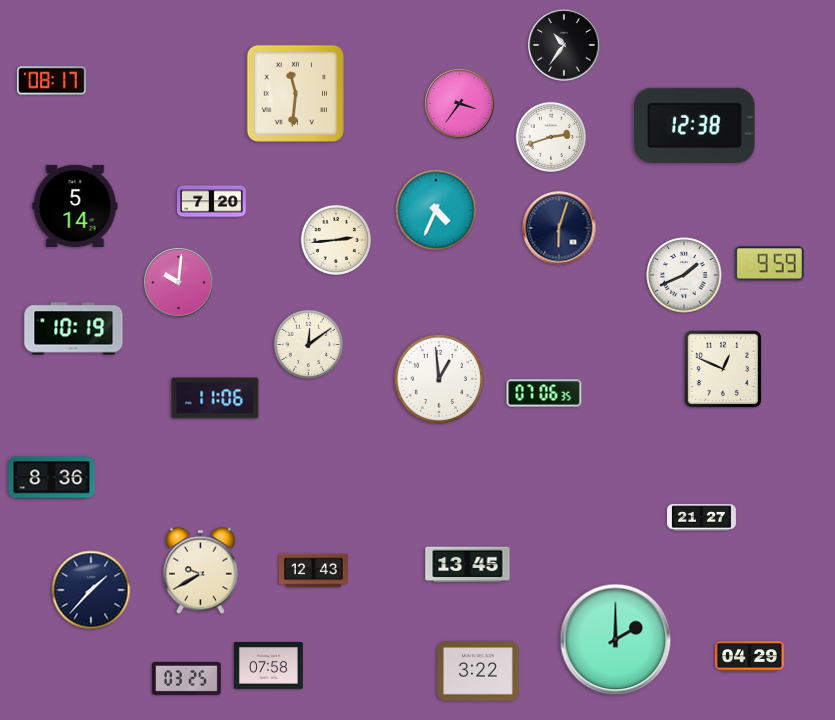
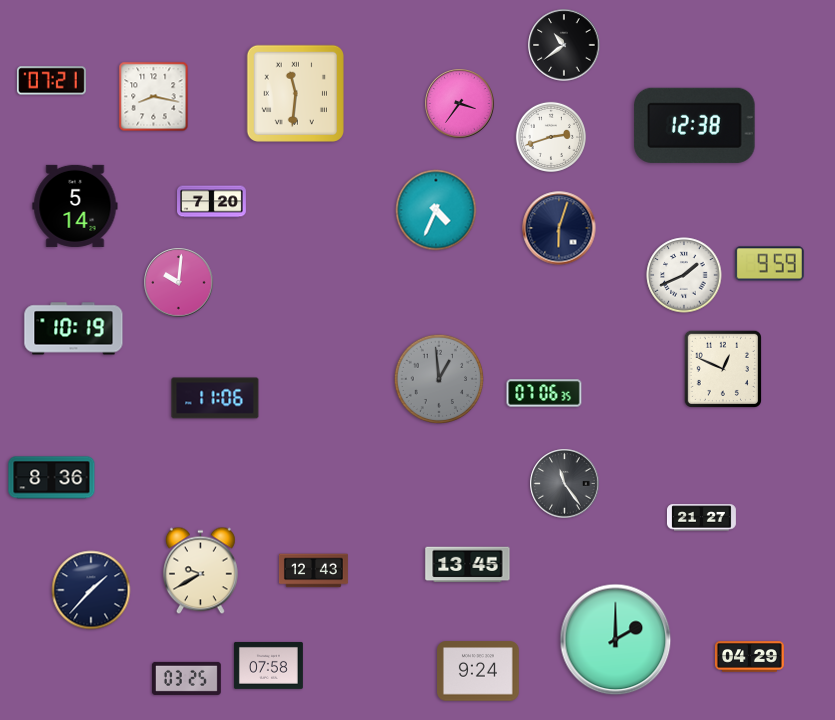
clock at (564, 45): 10:36 -> 10:39
clock at (51, 81): 08:17 -> 07:21
clock at (154, 97): none -> 8:17
clock at (336, 240): 2:44 -> none
clock at (309, 345): 12:09 -> none
clock at (439, 379) dial: white -> grey
clock at (565, 484): none -> 11:24
clock at (479, 671): 3:22 -> 9:24
